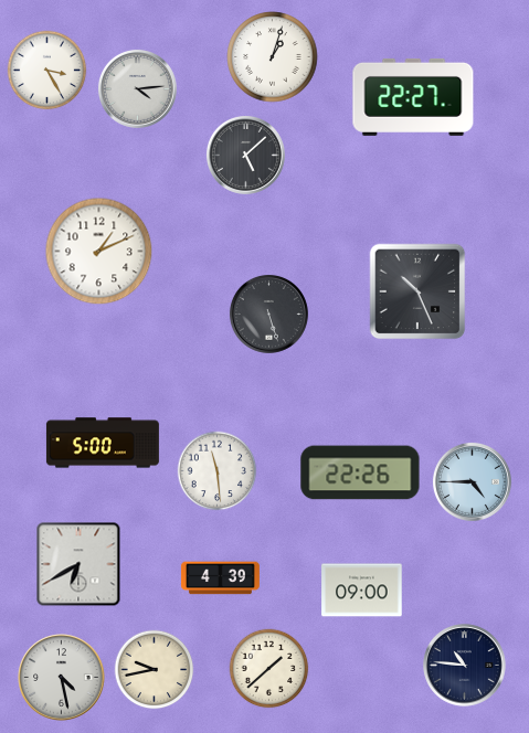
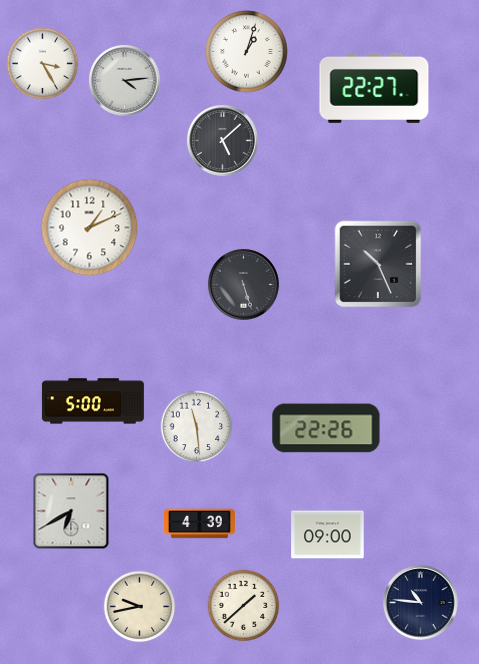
clock at (472, 481): 4:45 -> none
clock at (62, 678): 4:28 -> none
